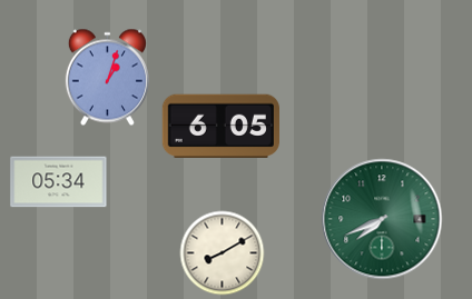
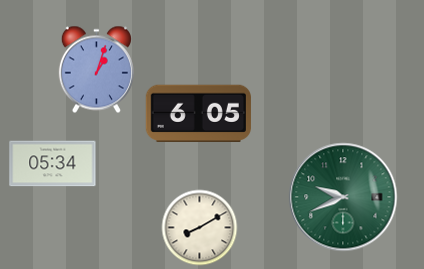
clock at (382, 219): 7:41 -> 9:41
